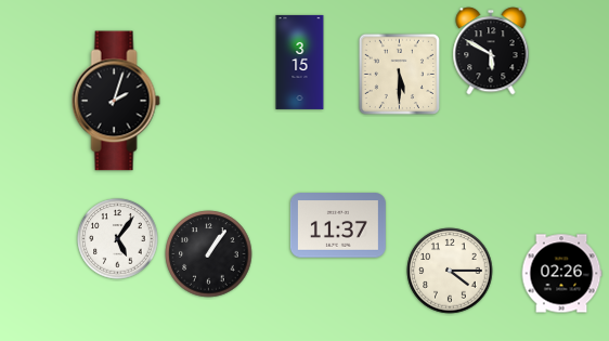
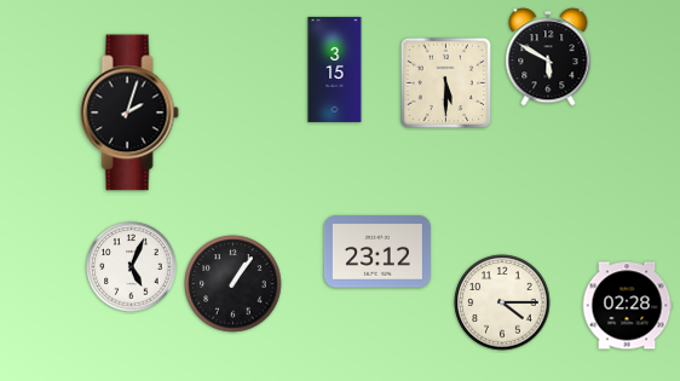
clock at (338, 225): 11:37 -> 23:12
clock at (118, 239): 5:06 -> 5:04
clock at (561, 274): 02:26 -> 02:28
